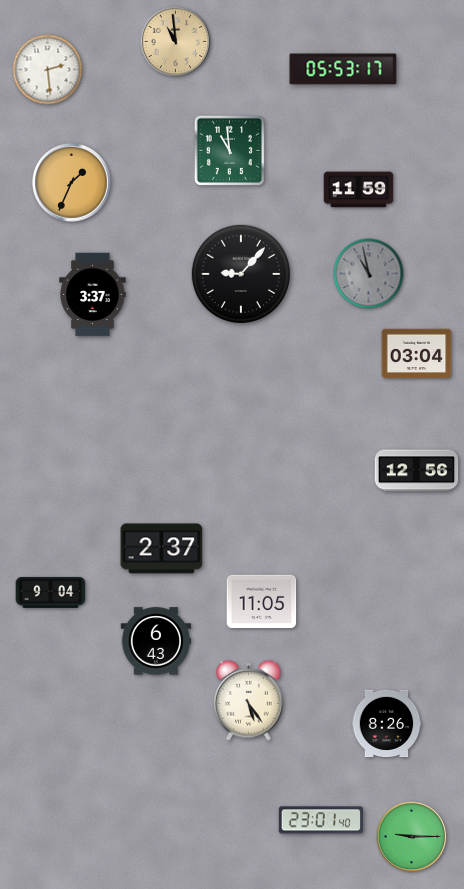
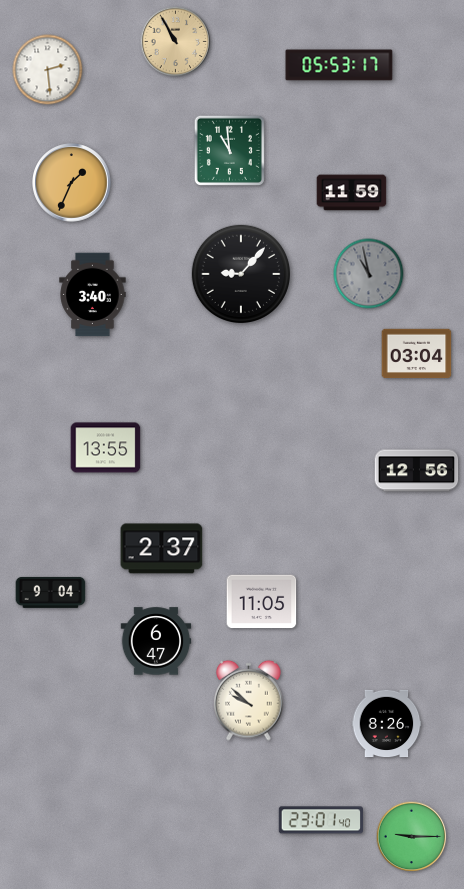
clock at (176, 42): 10:59 -> 10:55
clock at (343, 69) position: (343, 69) -> (339, 65)
clock at (359, 190) position: (359, 190) -> (352, 193)
clock at (93, 295): 3:37 -> 3:40
clock at (106, 448): none -> 13:55
clock at (156, 641): 6:43 -> 6:47
clock at (249, 700): 5:24 -> 9:52
